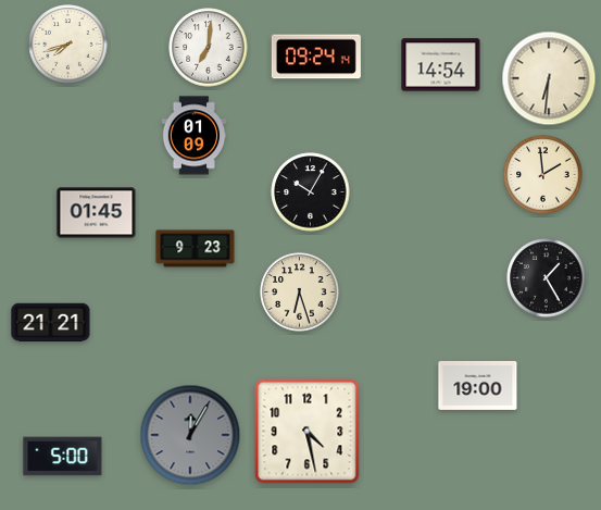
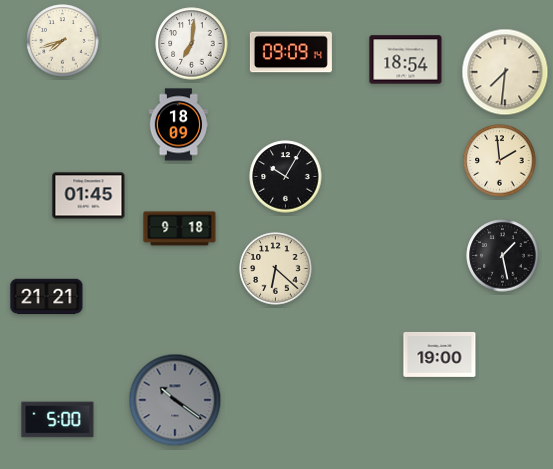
clock at (316, 57): 09:24 -> 09:09
clock at (441, 65): 14:54 -> 18:54
clock at (549, 78): 6:31 -> 7:31
clock at (195, 136): 01:09 -> 18:09
clock at (196, 249): 9:23 -> 9:18
clock at (547, 278): 1:25 -> 1:28
clock at (300, 293): 6:27 -> 6:22
clock at (308, 432): 4:28 -> none
clock at (190, 435): 12:05 -> 10:21
